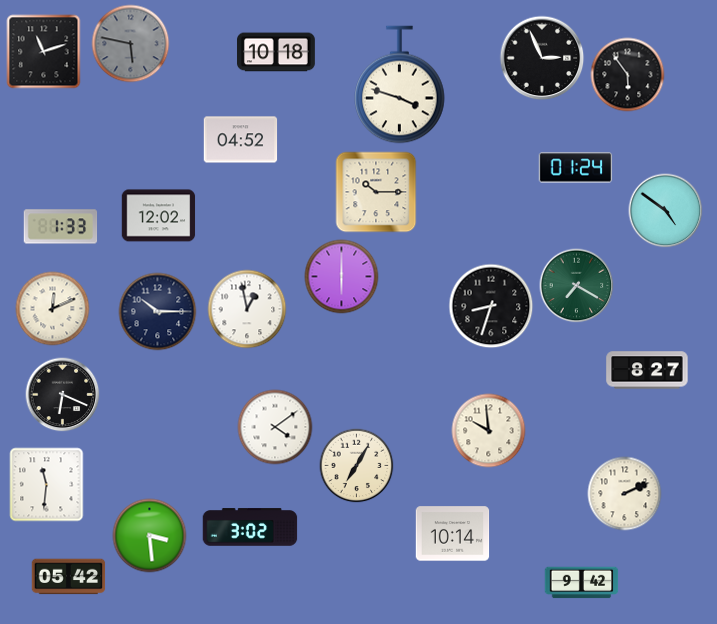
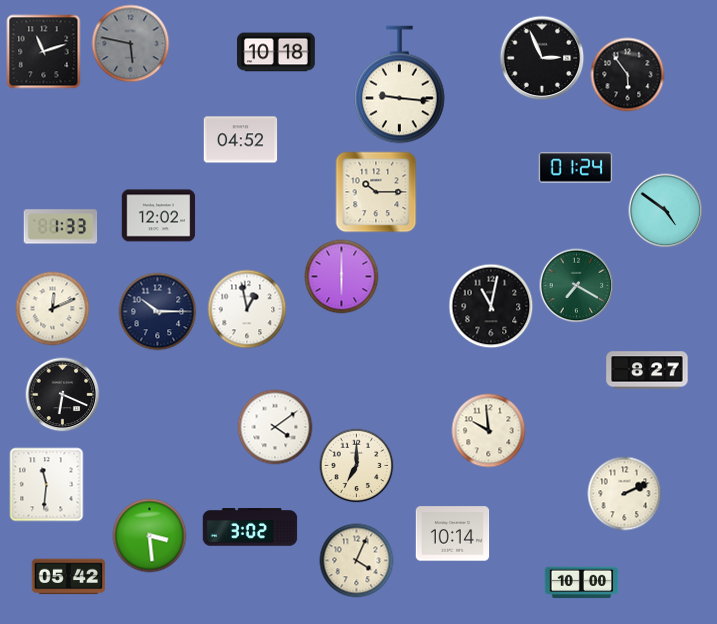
clock at (400, 85): 3:48 -> 9:16
clock at (491, 306): 8:33 -> 11:02
clock at (357, 466): 7:05 -> 7:00
clock at (357, 561): none -> 4:04
clock at (582, 583): 9:42 -> 10:00
